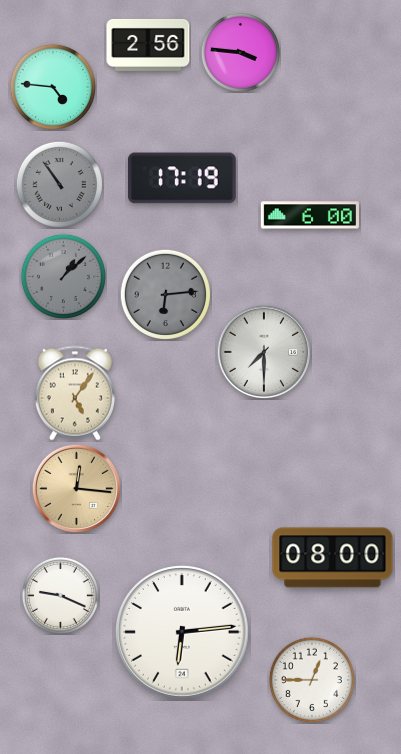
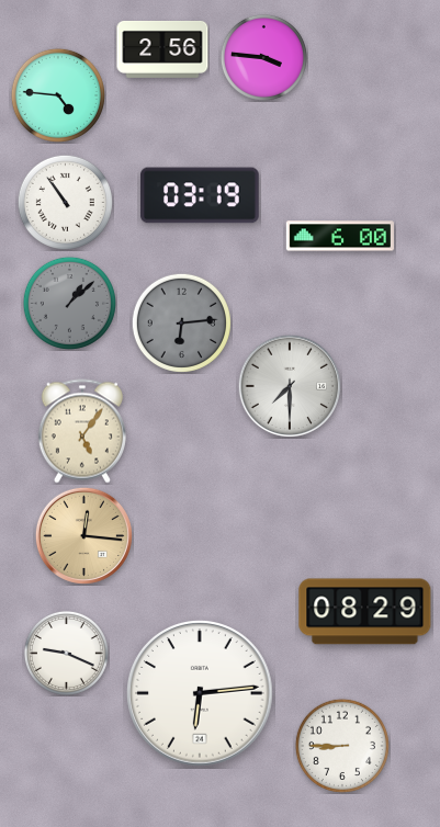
clock at (182, 178): 17:19 -> 03:19
clock at (59, 184) dial: grey -> white
clock at (333, 558): 08:00 -> 08:29
clock at (312, 680): 12:45 -> 8:45
